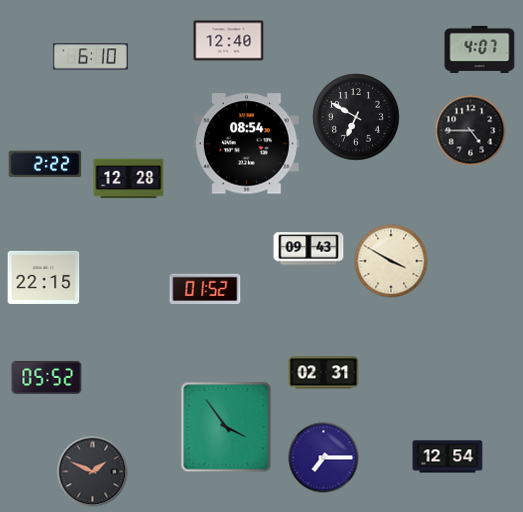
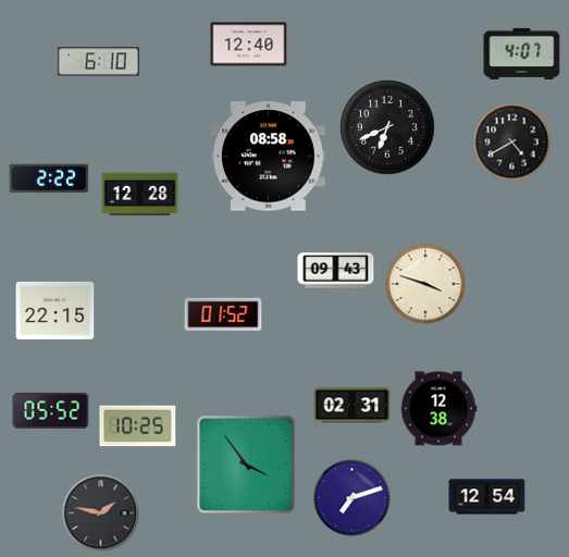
clock at (356, 117): 6:50 -> 6:41
clock at (471, 131): 4:45 -> 4:40
clock at (247, 144): 08:54 -> 08:58
clock at (391, 261): 3:50 -> 3:48
clock at (44, 277) position: (44, 277) -> (55, 310)
clock at (438, 409): none -> 12:38
clock at (138, 426): none -> 10:25
clock at (324, 458): 7:15 -> 7:12
clock at (93, 472): 1:49 -> 1:47
